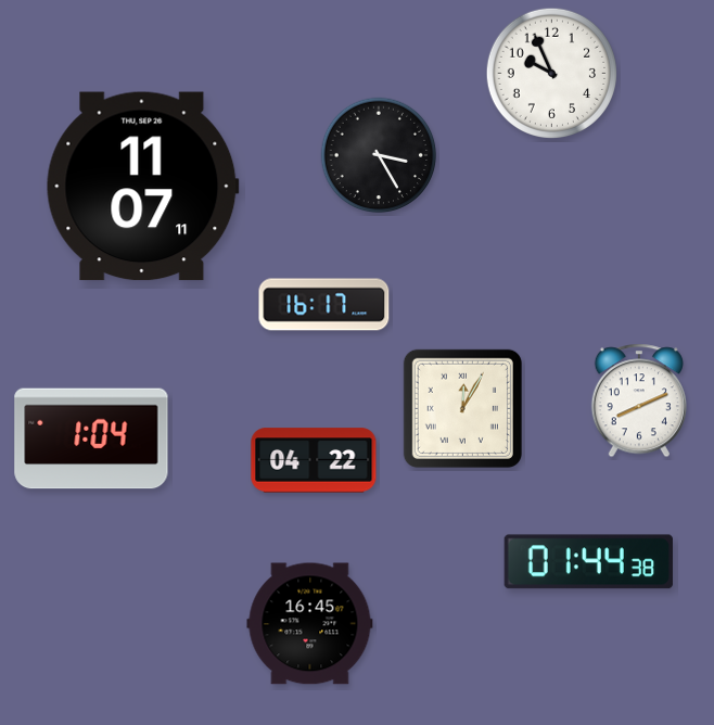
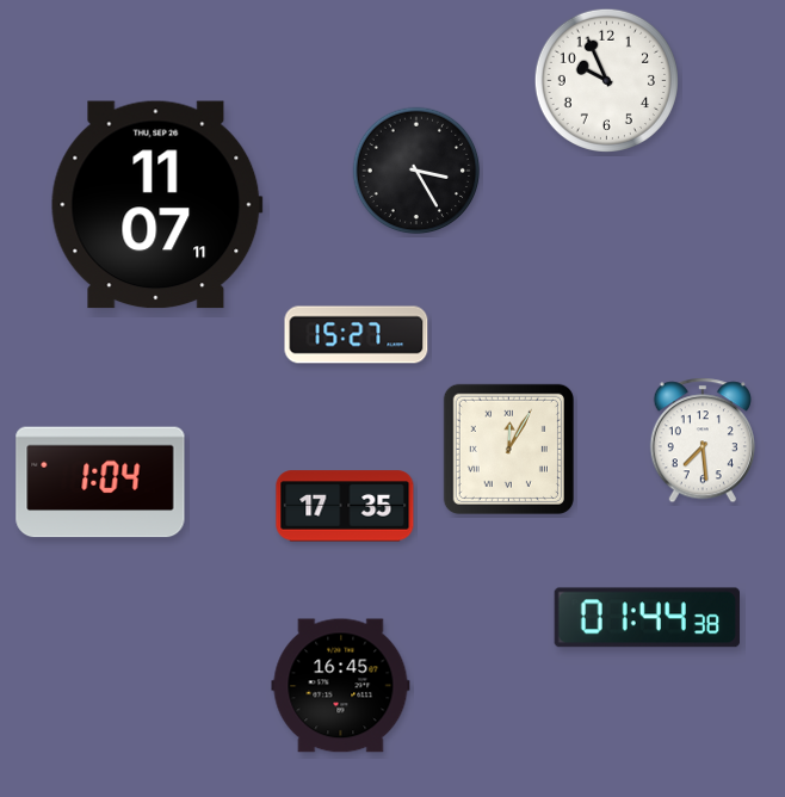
clock at (324, 305): 16:17 -> 15:27
clock at (639, 400): 8:11 -> 7:29
clock at (314, 460): 04:22 -> 17:35
